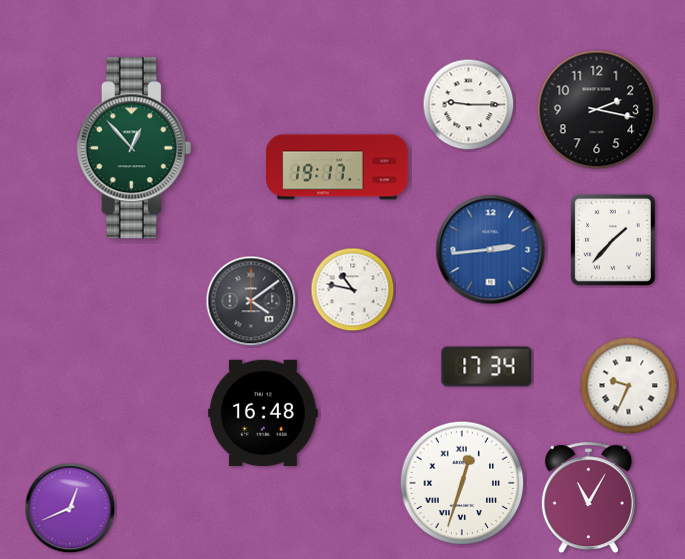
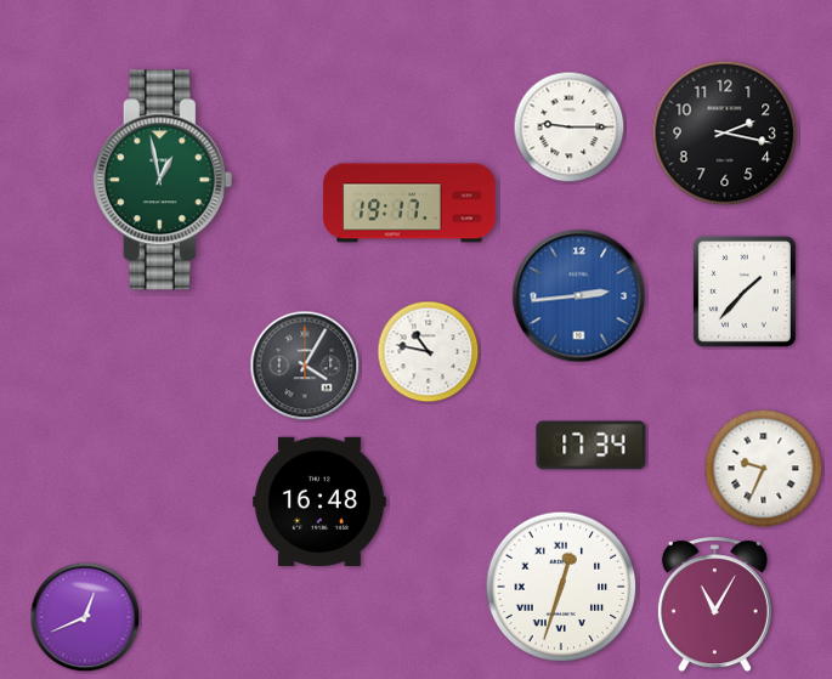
clock at (134, 148): 12:53 -> 12:58
clock at (491, 250) position: (491, 250) -> (579, 296)
clock at (251, 301): 4:09 -> 4:05
